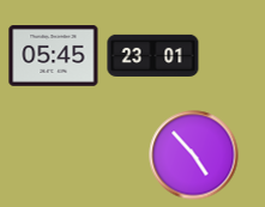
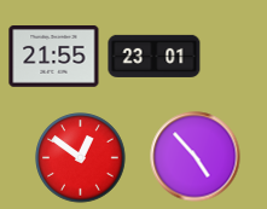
clock at (54, 56): 05:45 -> 21:55
clock at (81, 158): none -> 12:51
